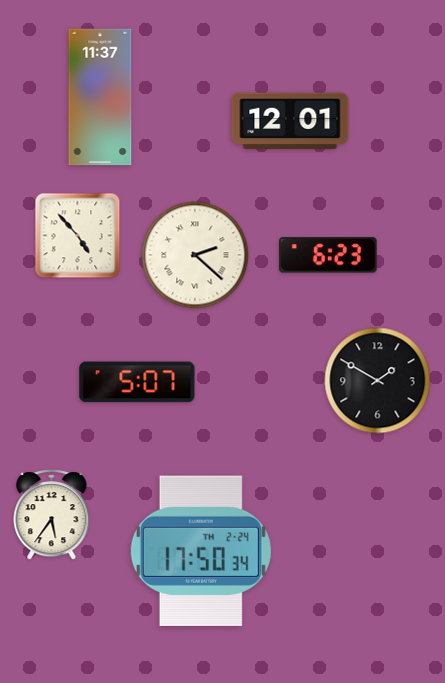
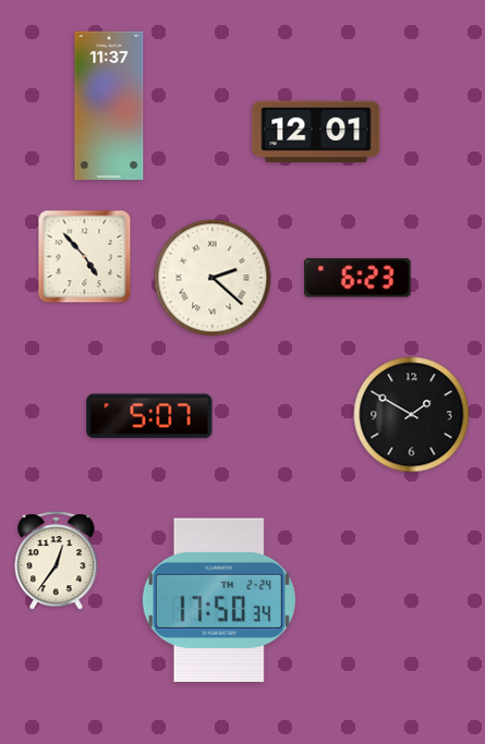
clock at (52, 515): 5:36 -> 12:36
